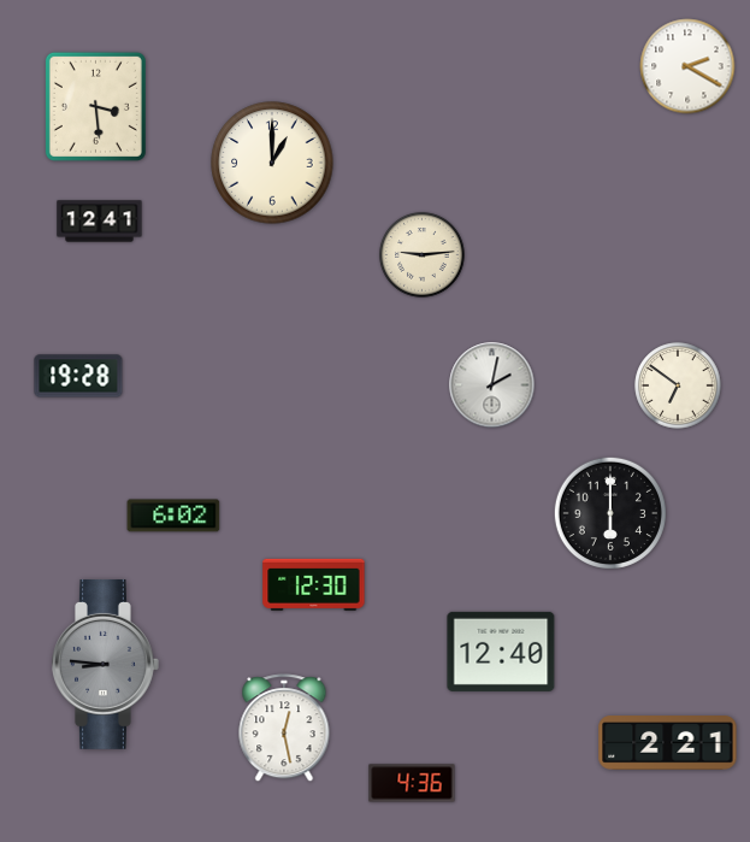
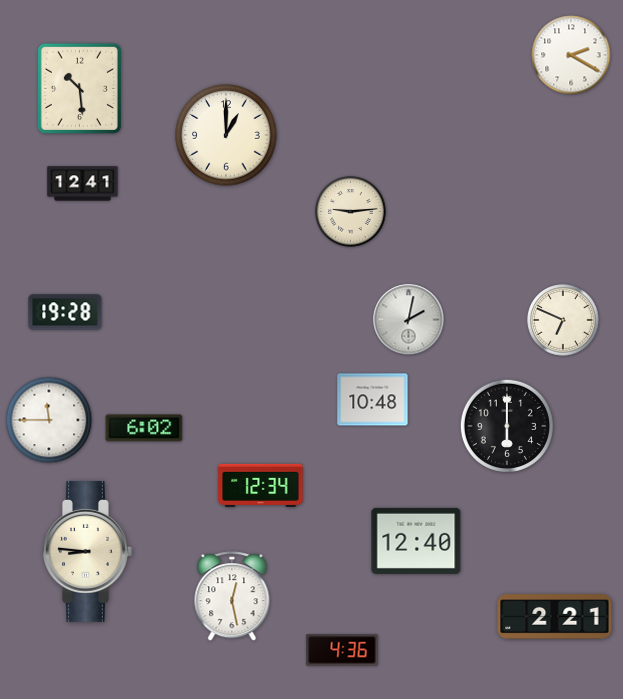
clock at (95, 106): 3:29 -> 10:29
clock at (678, 385): 6:51 -> 6:49
clock at (373, 400): none -> 10:48
clock at (49, 420): none -> 11:45
clock at (314, 584): 12:30 -> 12:34
clock at (106, 664) dial: grey -> cream
clock at (284, 729) position: (284, 729) -> (232, 597)
